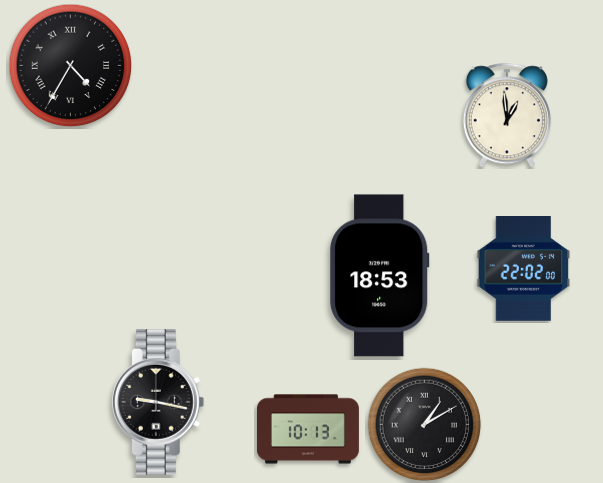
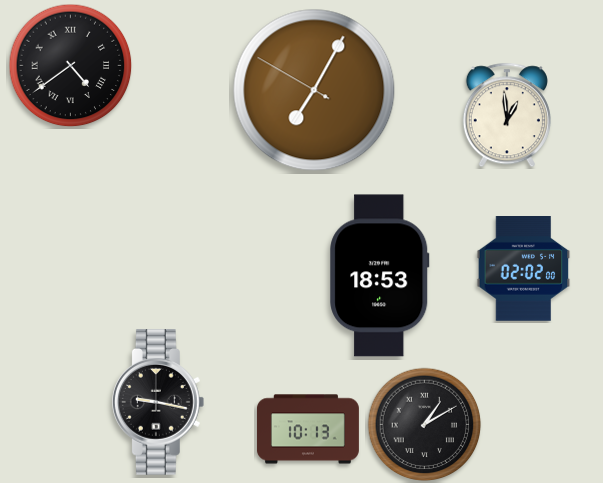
clock at (71, 66): 4:35 -> 4:39
clock at (314, 90): none -> 7:04
clock at (524, 269): 22:02 -> 02:02
